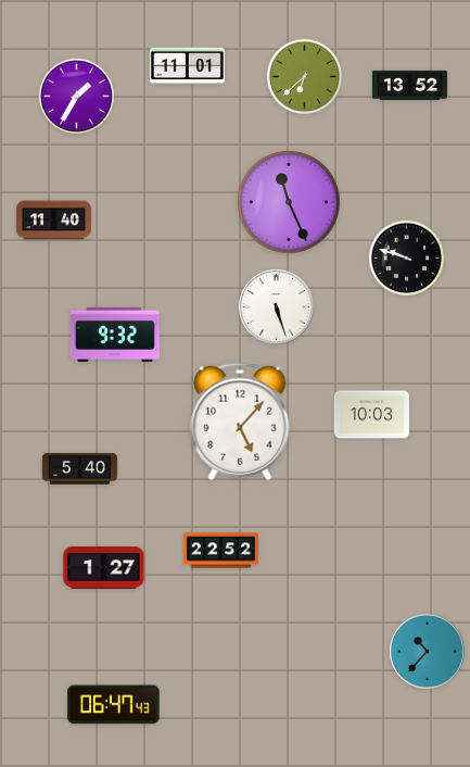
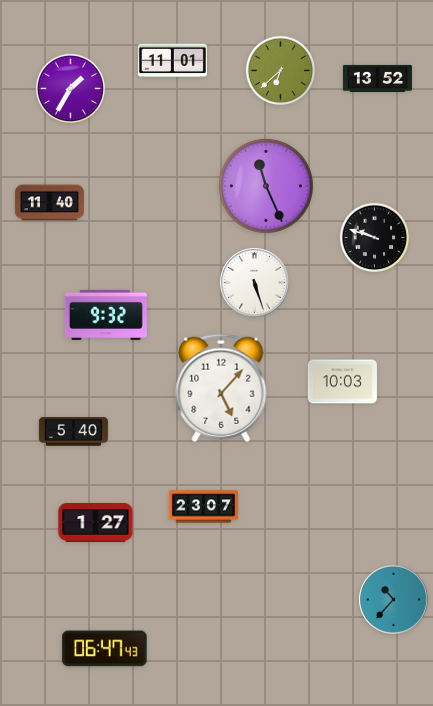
clock at (115, 335) position: (115, 335) -> (106, 315)
clock at (220, 551): 22:52 -> 23:07
